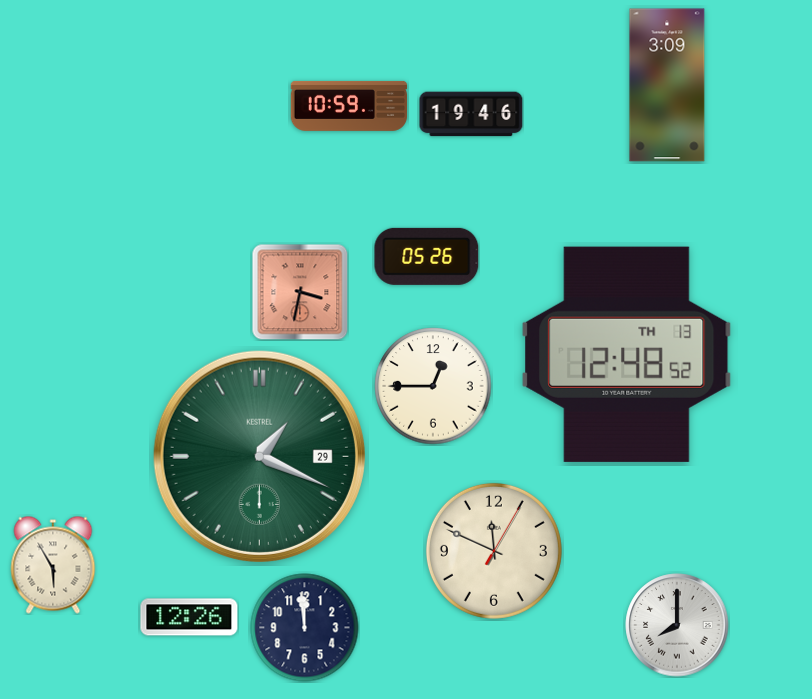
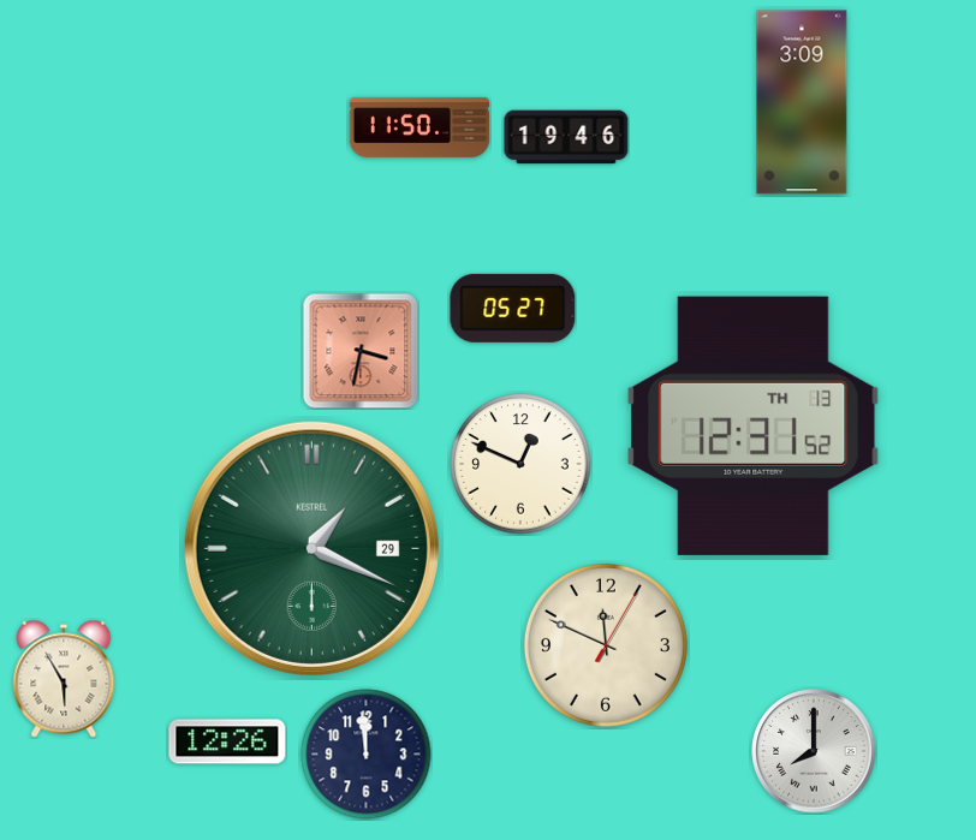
clock at (349, 106): 10:59 -> 11:50
clock at (427, 256): 05:26 -> 05:27
clock at (627, 354): 12:48 -> 12:31
clock at (433, 386): 12:45 -> 12:49
clock at (494, 551) position: (494, 551) -> (606, 645)
